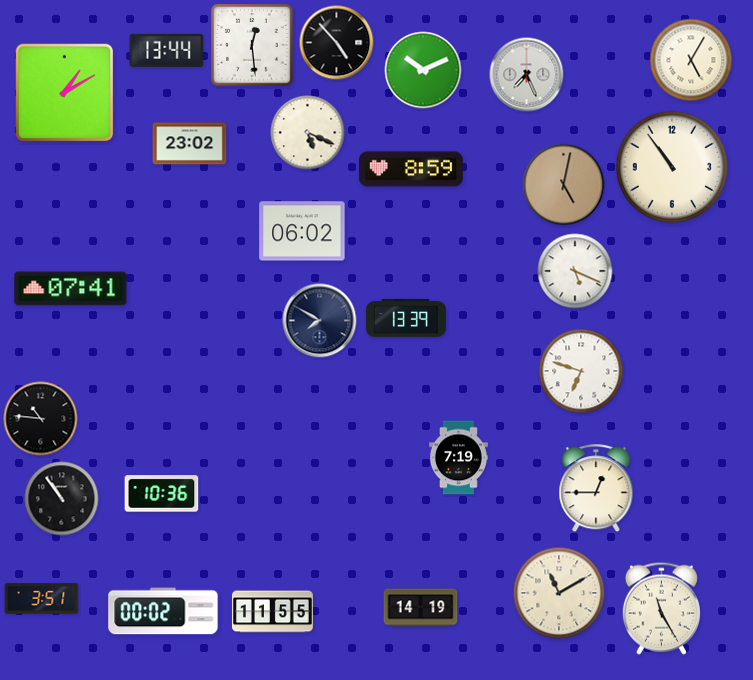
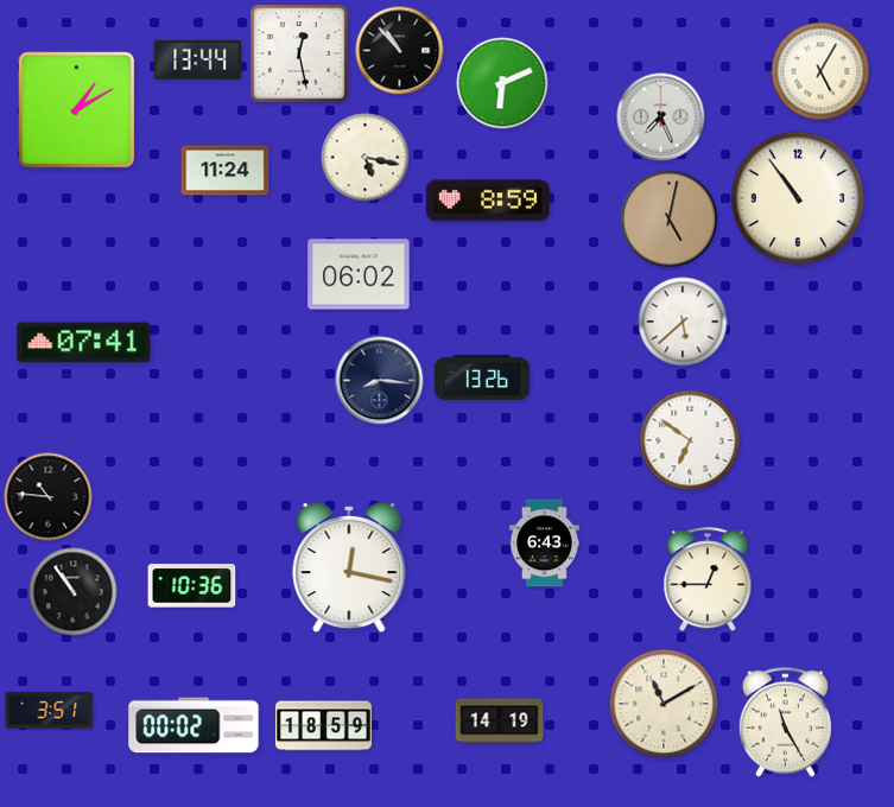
clock at (337, 43): 4:53 -> 10:53
clock at (253, 46): 12:29 -> 12:28
clock at (423, 70): 10:11 -> 6:11
clock at (527, 75) position: (527, 75) -> (661, 117)
clock at (308, 133): 5:19 -> 5:17
clock at (190, 144): 23:02 -> 11:24
clock at (575, 271): 5:19 -> 5:38
clock at (406, 318): 13:39 -> 13:26
clock at (320, 321): 7:50 -> 8:16
clock at (581, 371): 6:48 -> 6:51
clock at (458, 458): 7:19 -> 6:43
clock at (349, 567): none -> 12:17
clock at (272, 612): 11:55 -> 18:59
